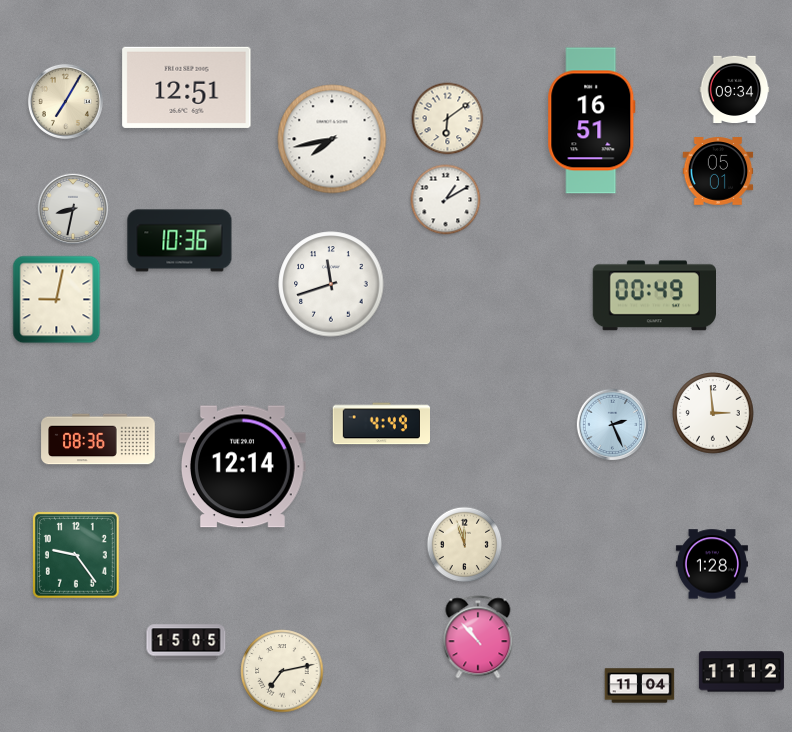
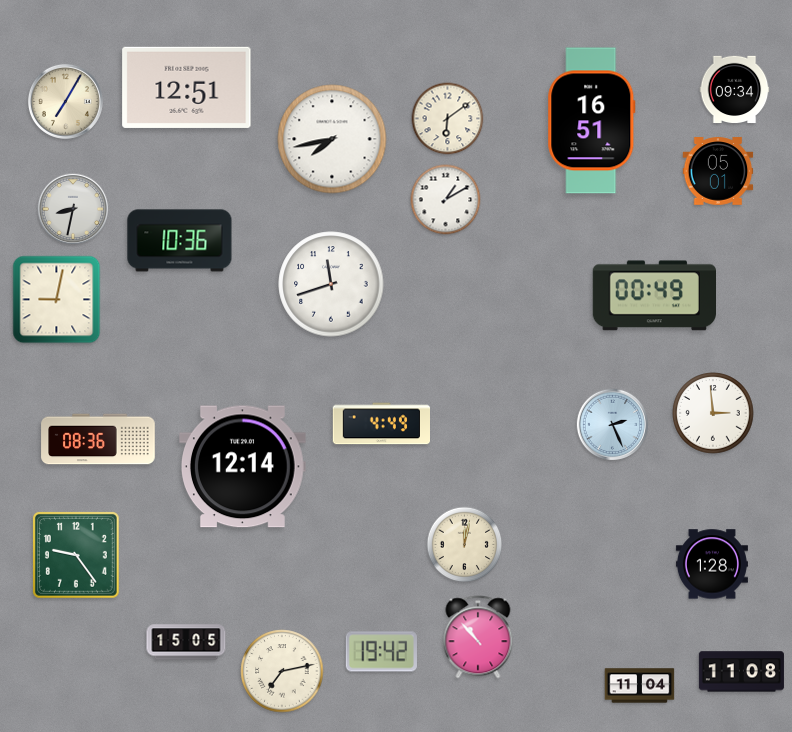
clock at (465, 545): 11:57 -> 12:02
clock at (381, 652): none -> 19:42
clock at (741, 672): 11:12 -> 11:08
